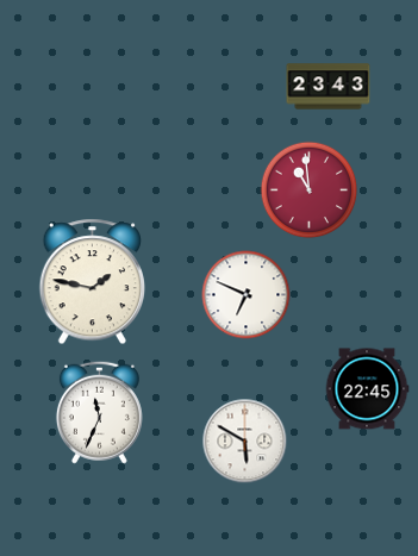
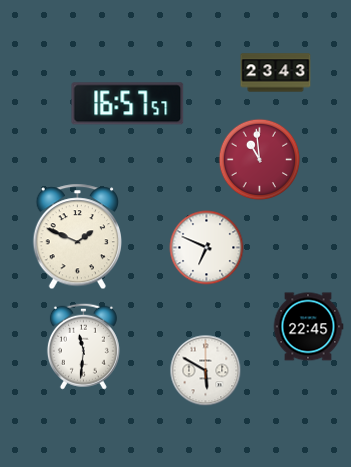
clock at (128, 104): none -> 16:57
clock at (92, 282): 1:47 -> 1:49
clock at (99, 412): 11:34 -> 11:31
